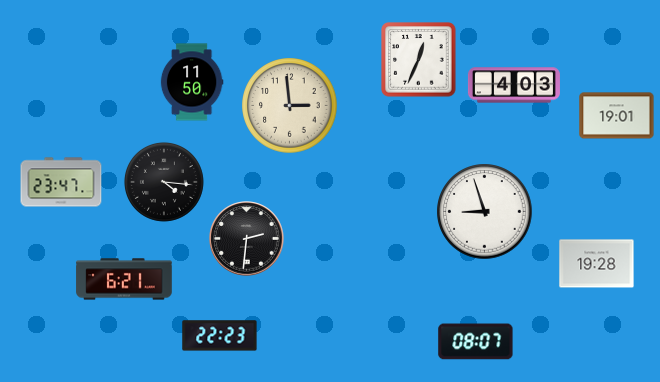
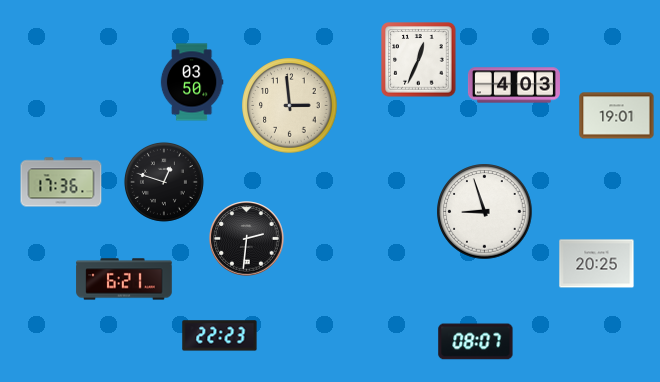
clock at (192, 82): 11:50 -> 03:50
clock at (61, 182): 23:47 -> 17:36
clock at (164, 182): 4:16 -> 12:48
clock at (597, 264): 19:28 -> 20:25
